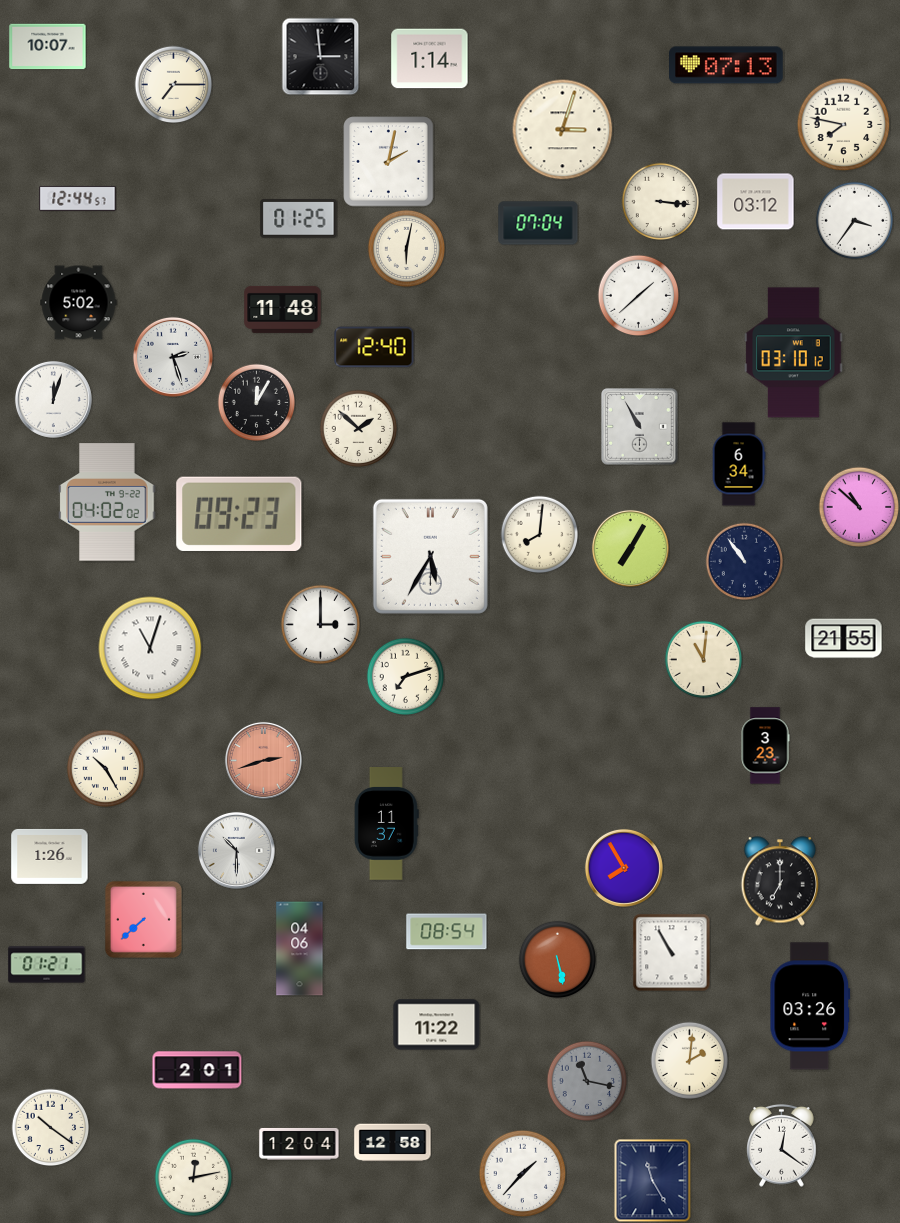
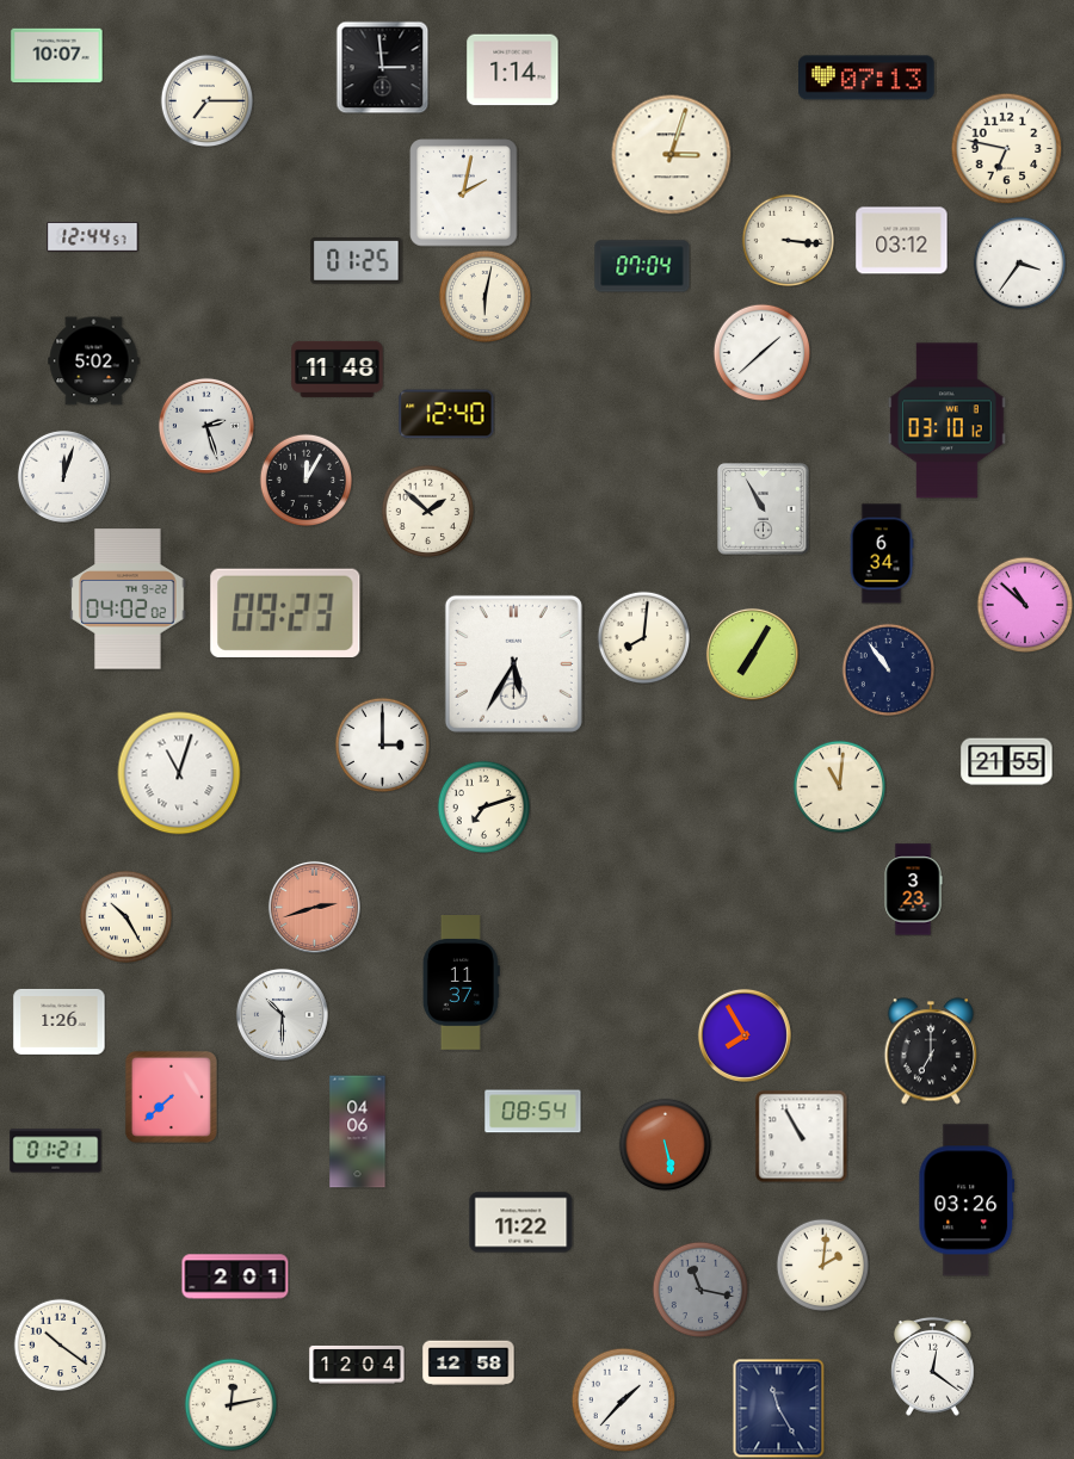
clock at (843, 124): 7:47 -> 6:47
